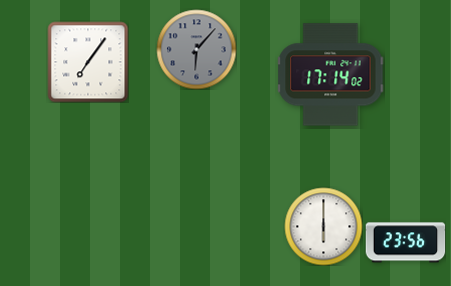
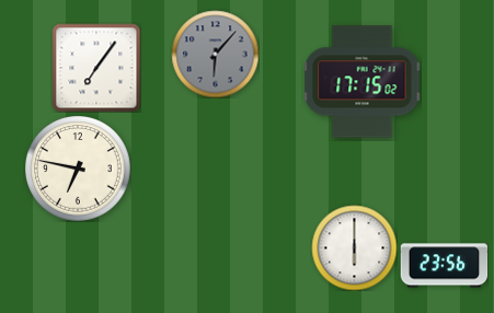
clock at (331, 75): 17:14 -> 17:15
clock at (78, 169): none -> 6:47
